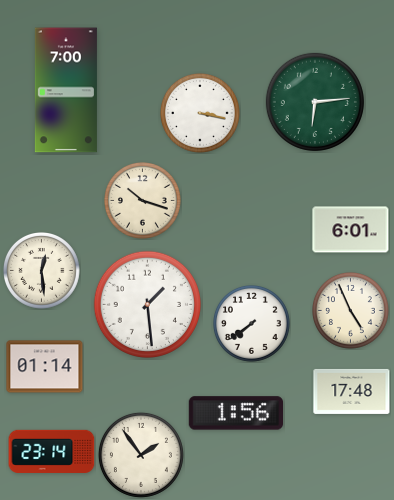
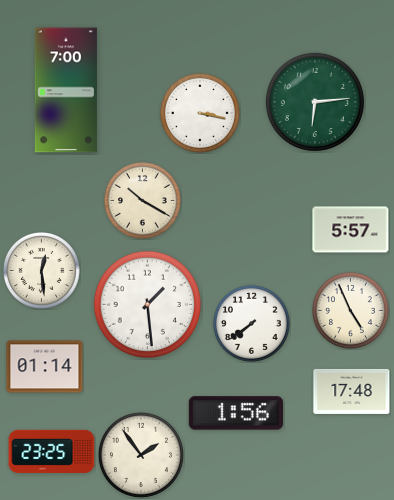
clock at (143, 201): 10:18 -> 10:20
clock at (351, 230): 6:01 -> 5:57
clock at (52, 451): 23:14 -> 23:25
